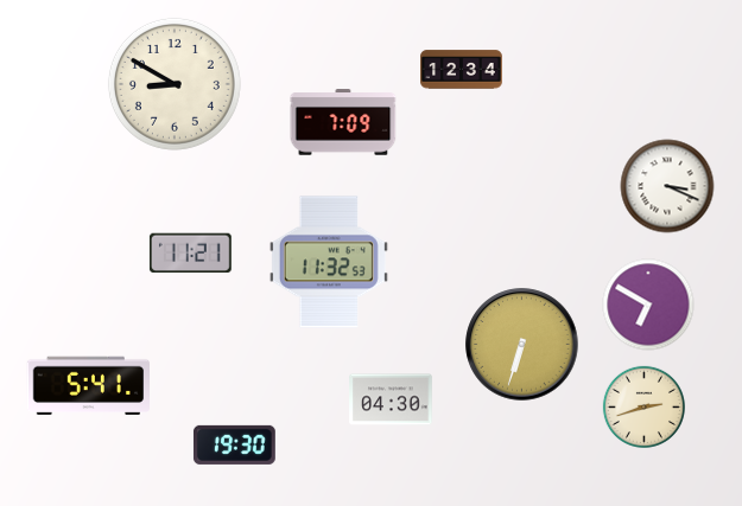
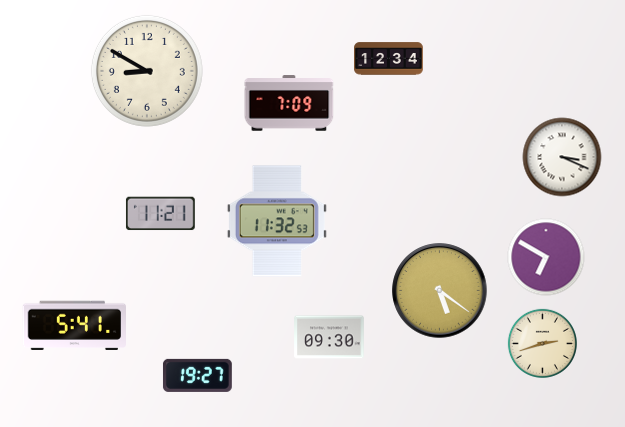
clock at (522, 345): 6:33 -> 5:21
clock at (391, 399): 04:30 -> 09:30
clock at (235, 444): 19:30 -> 19:27
